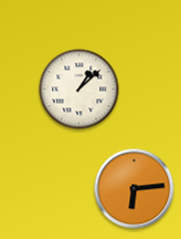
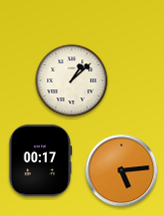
clock at (41, 161): none -> 00:17
clock at (135, 189): 6:14 -> 5:14
